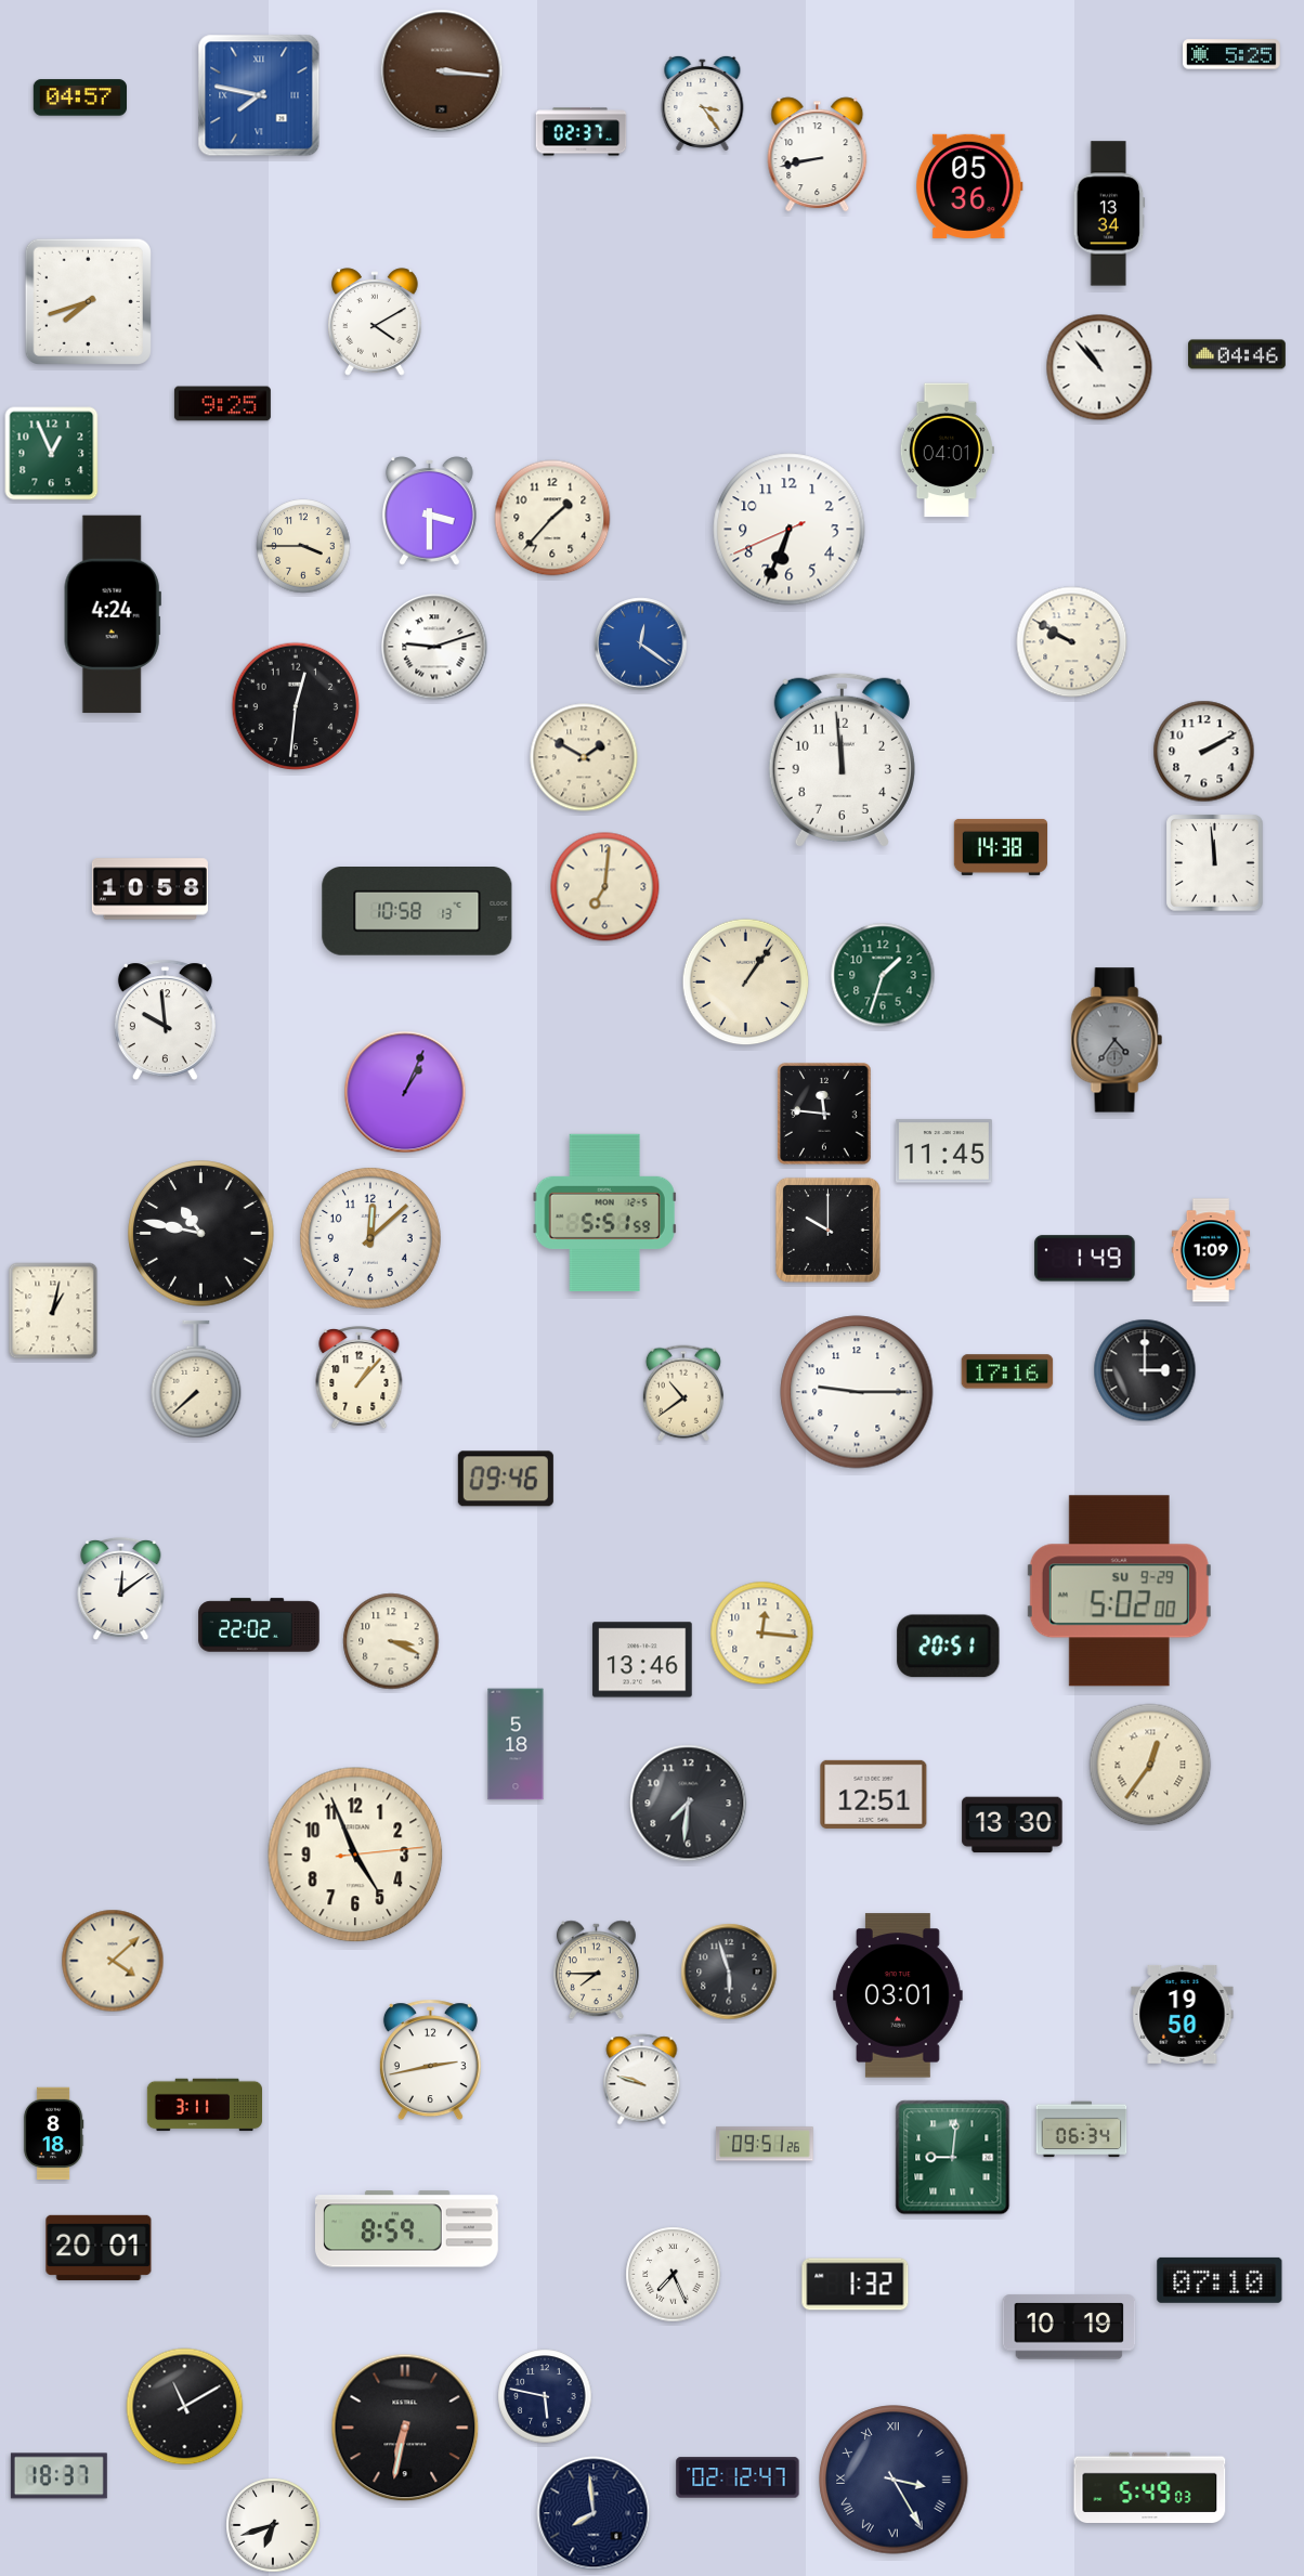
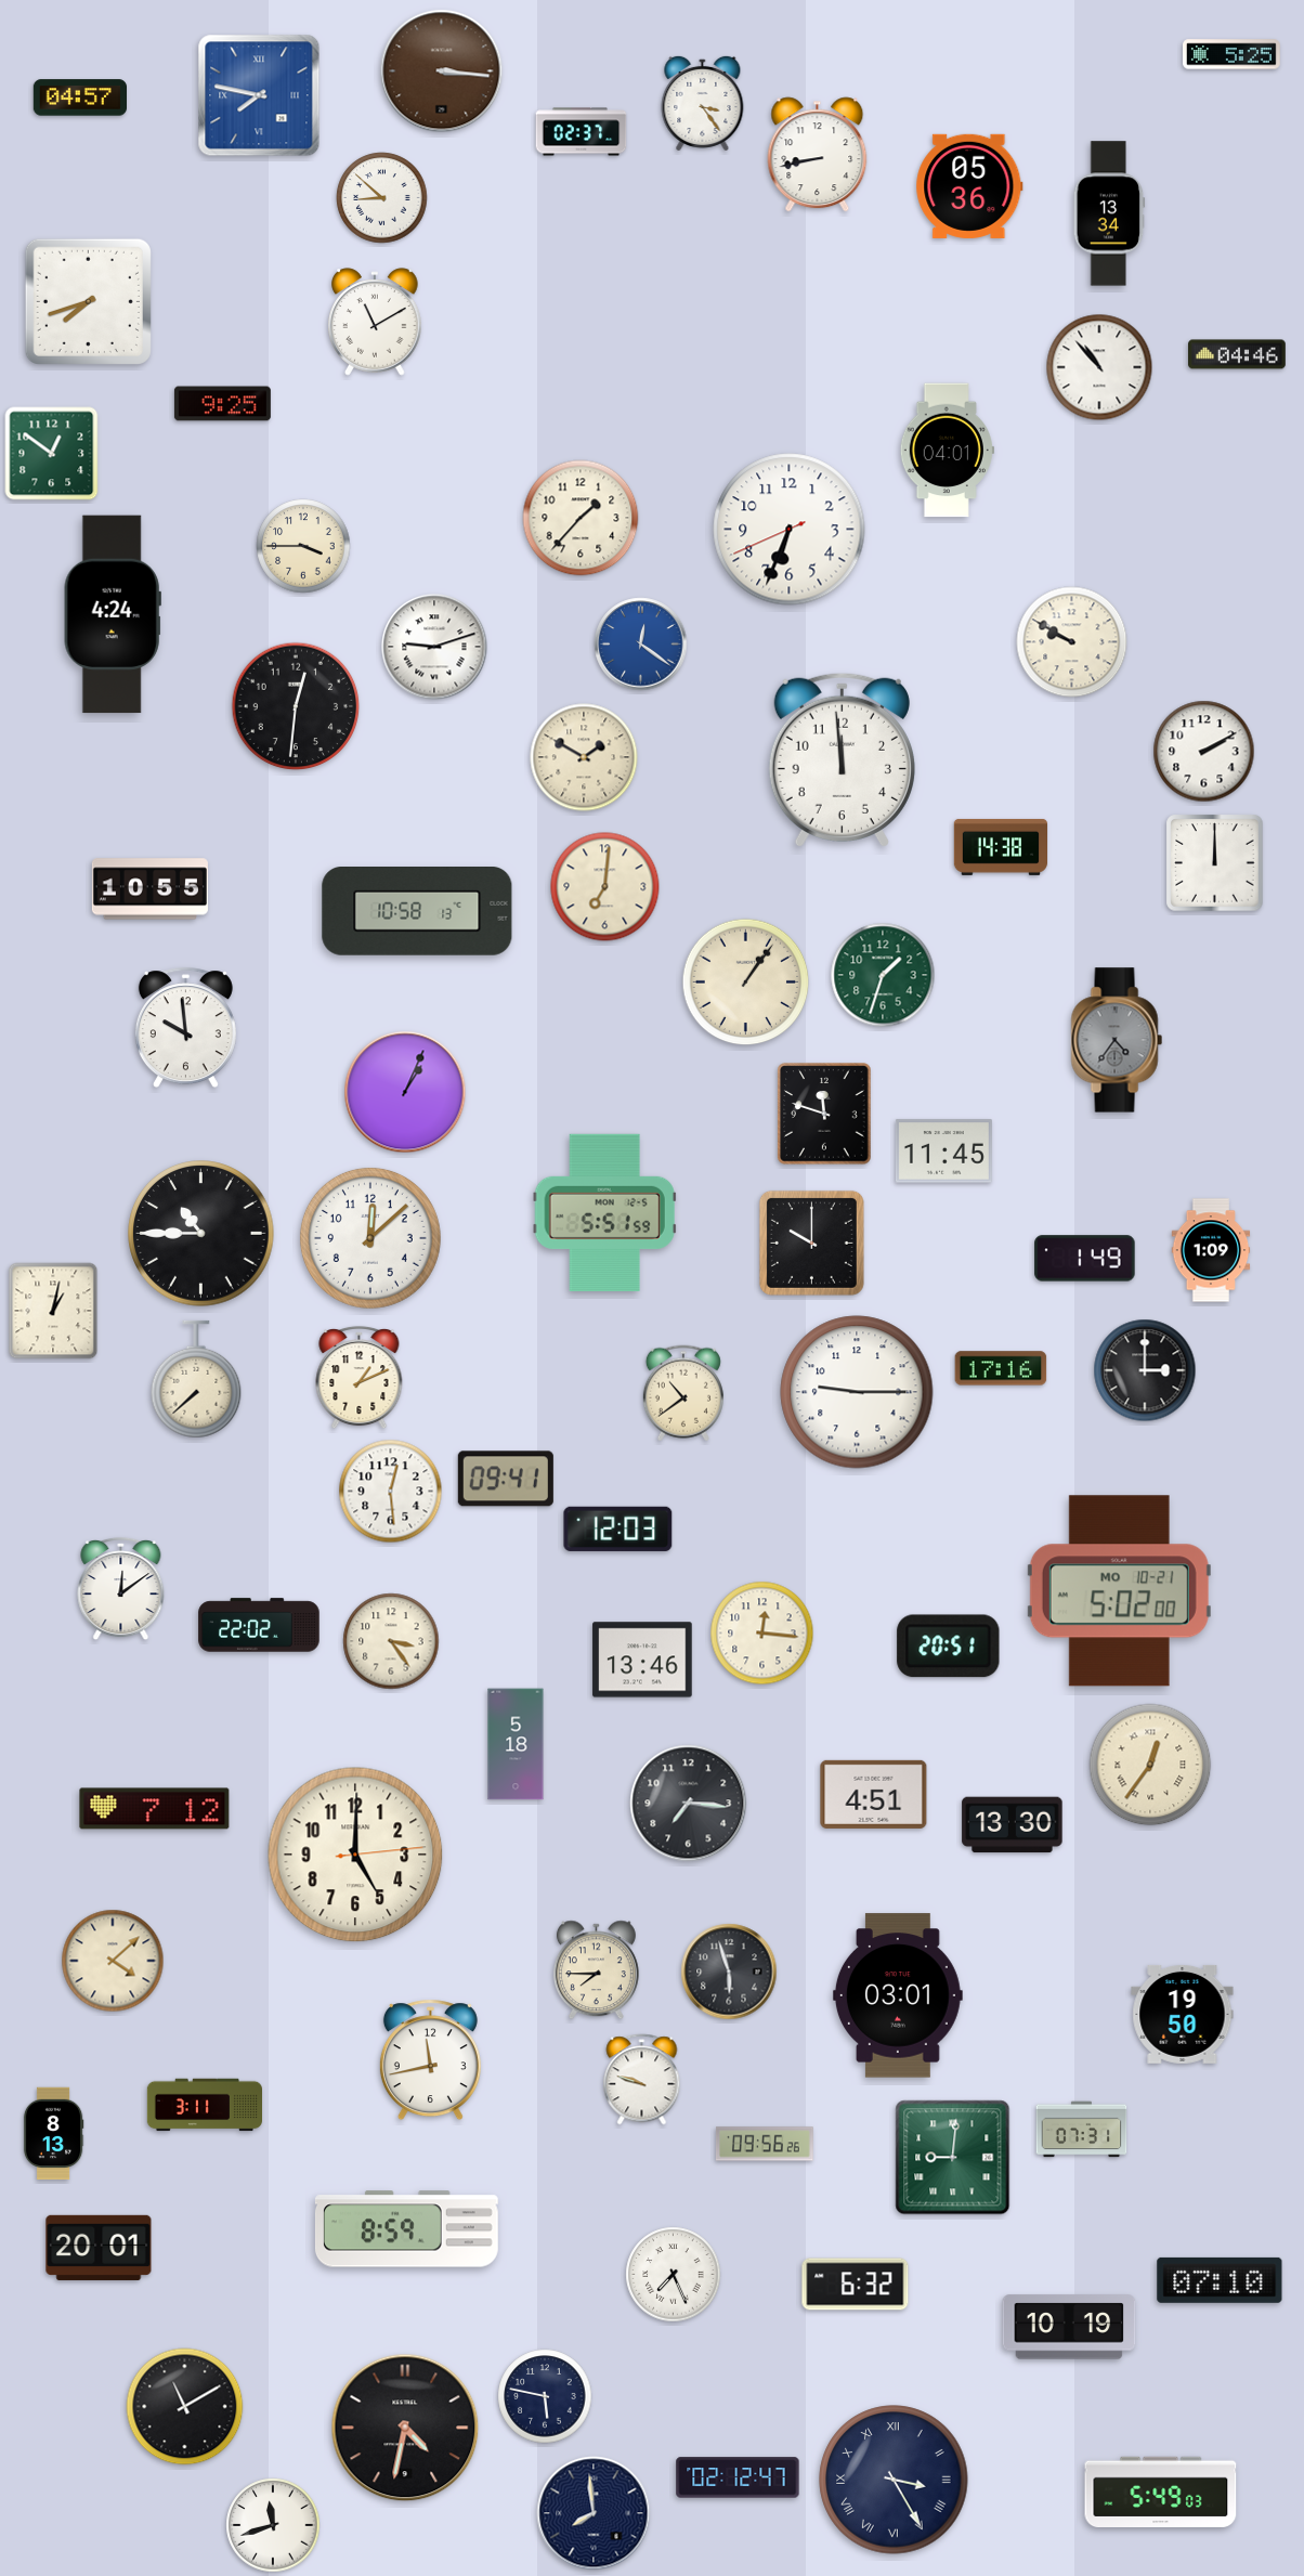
clock at (382, 198): none -> 8:52
clock at (375, 322): 4:10 -> 11:10
clock at (52, 454): 12:56 -> 12:51
clock at (429, 511): 3:30 -> none
clock at (552, 518) position: (552, 518) -> (581, 518)
clock at (1215, 863): 11:59 -> 12:00
clock at (149, 889): 10:58 -> 10:55
clock at (165, 1020) position: (165, 1020) -> (185, 1028)
clock at (824, 1114): 11:46 -> 11:48
clock at (827, 1230) position: (827, 1230) -> (811, 1243)
clock at (201, 1234): 10:47 -> 10:45
clock at (1007, 1371) position: (1007, 1371) -> (1001, 1368)
clock at (360, 1378): 1:07 -> 1:11
clock at (506, 1479): 09:46 -> 09:41
clock at (391, 1492): none -> 12:29
clock at (618, 1528): none -> 12:03
clock at (1119, 1591) date: SU 9-29 -> MO 10-21
clock at (391, 1641): 3:19 -> 3:24
clock at (874, 1794): 12:51 -> 4:51
clock at (689, 1804): 7:31 -> 7:16
clock at (155, 1809): none -> 7:12
clock at (355, 1855): 4:56 -> 5:00
clock at (430, 2060): 2:43 -> 11:43
clock at (1082, 2130): 06:34 -> 07:31
clock at (53, 2134): 8:18 -> 8:13
clock at (765, 2144): 09:51 -> 09:56
clock at (856, 2285): 1:32 -> 6:32
clock at (405, 2428): 6:32 -> 4:32
clock at (58, 2476): 18:37 -> none
clock at (1150, 2487) position: (1150, 2487) -> (1161, 2492)
clock at (273, 2525): 6:42 -> 11:42
